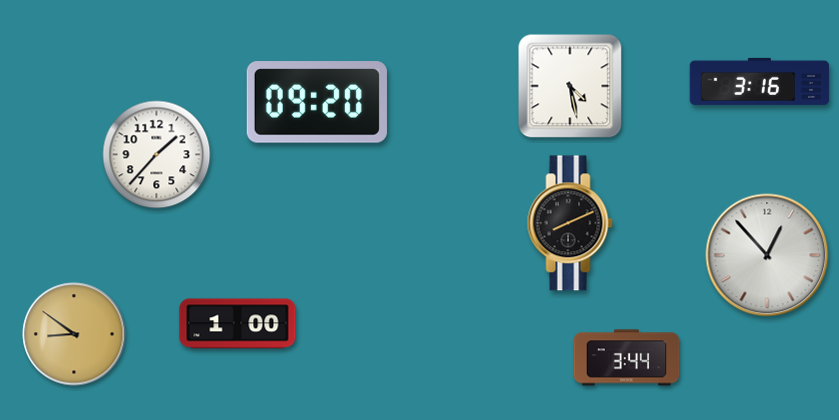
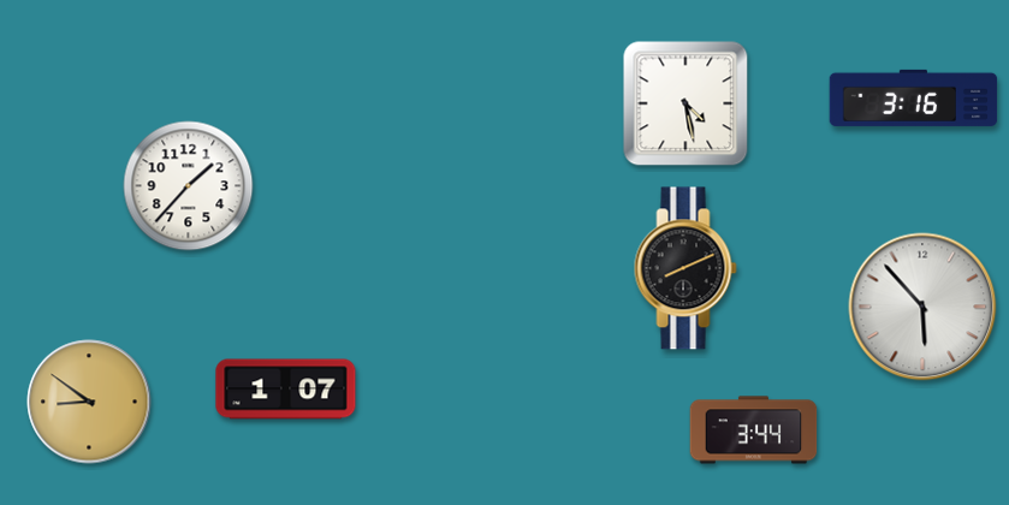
clock at (317, 102): 09:20 -> none
clock at (767, 255): 12:53 -> 5:53
clock at (238, 324): 1:00 -> 1:07
